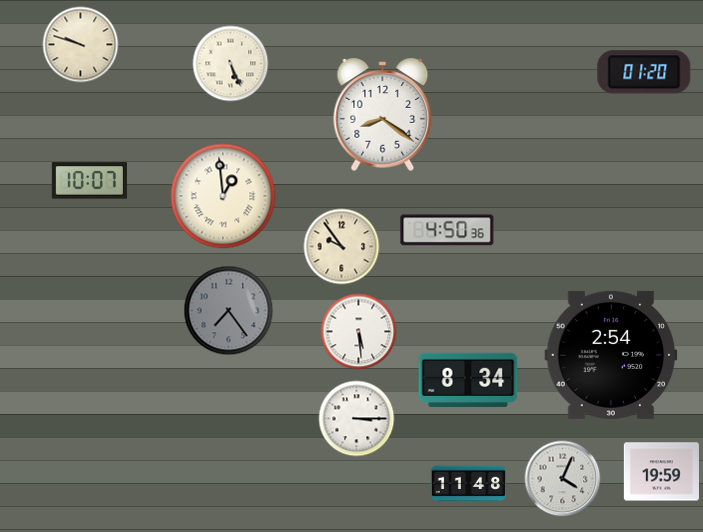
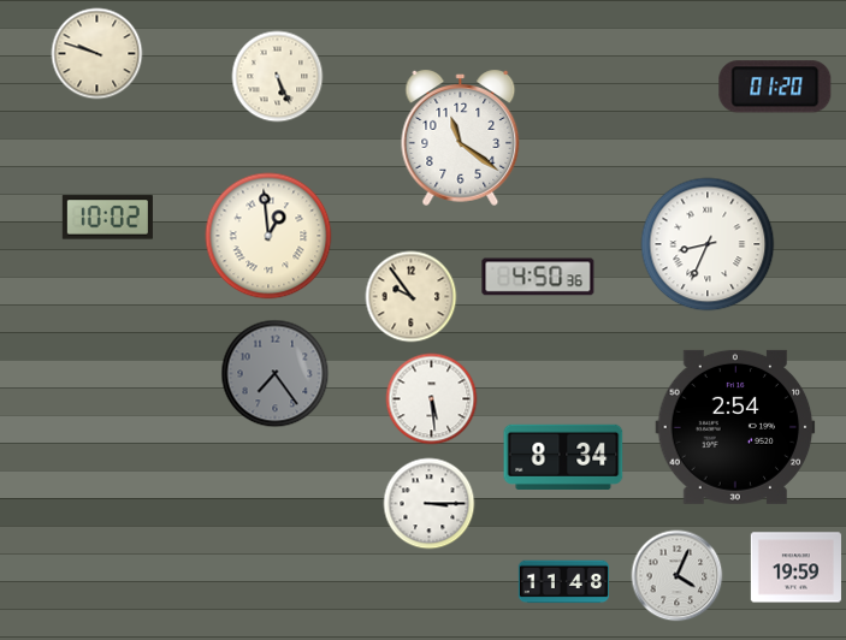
clock at (383, 114): 8:21 -> 11:21
clock at (89, 181): 10:07 -> 10:02
clock at (708, 244): none -> 8:34
